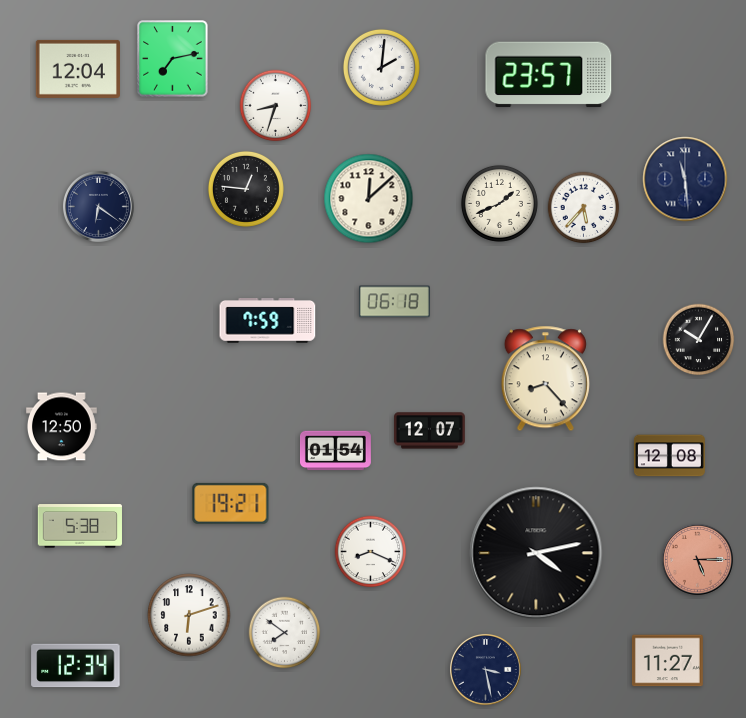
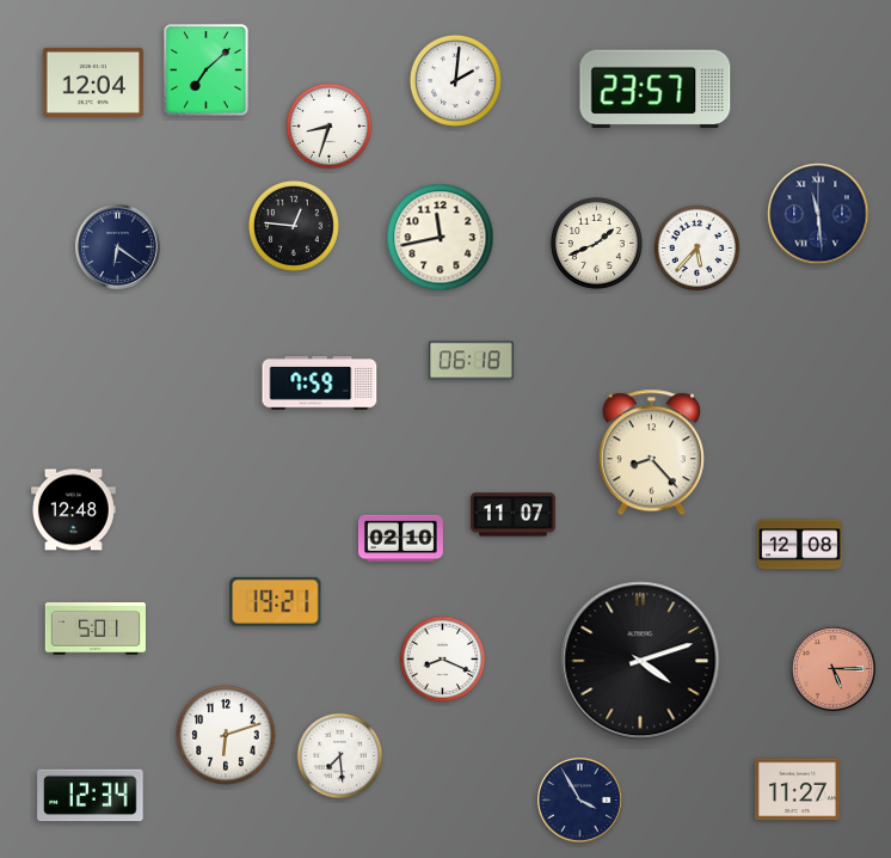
clock at (173, 59): 7:13 -> 7:08
clock at (369, 199): 12:08 -> 11:43
clock at (699, 340): 10:05 -> none
clock at (61, 427): 12:50 -> 12:48
clock at (429, 431): 12:07 -> 11:07
clock at (336, 451): 01:54 -> 02:10
clock at (79, 526): 5:38 -> 5:01
clock at (536, 553): 4:13 -> 4:12
clock at (285, 633): 7:51 -> 7:29
clock at (485, 669): 3:28 -> 3:55
